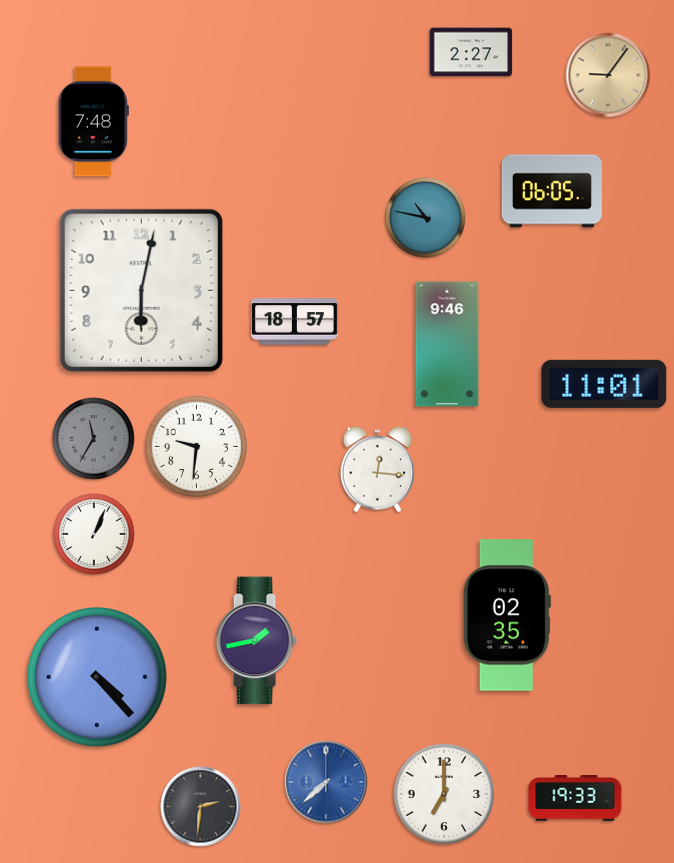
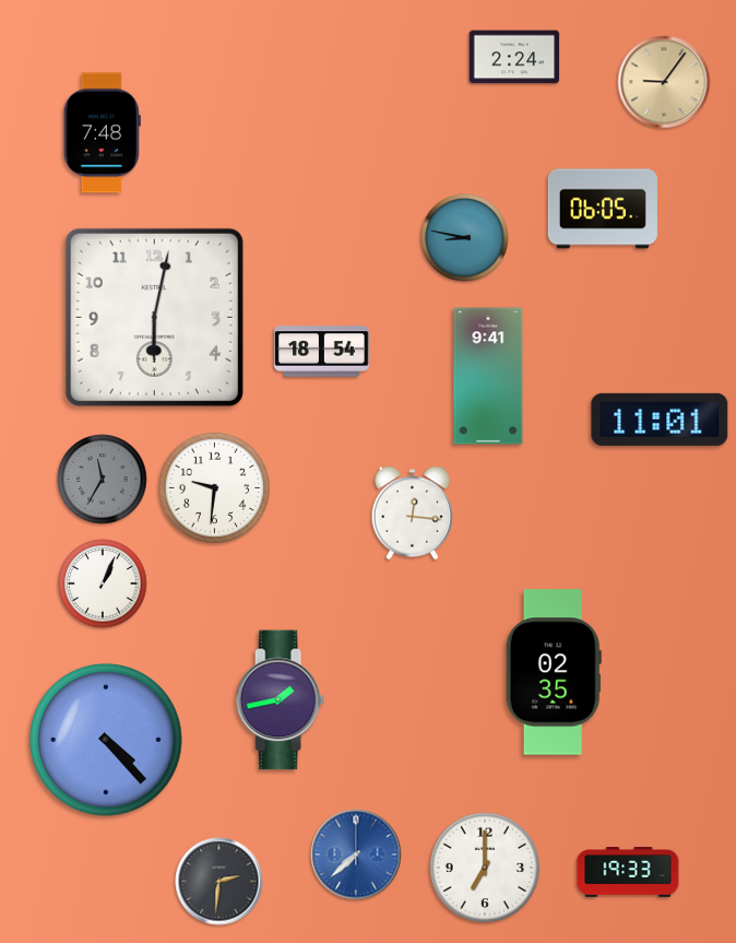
clock at (471, 52): 2:27 -> 2:24
clock at (426, 218): 10:47 -> 8:47
clock at (295, 322): 18:57 -> 18:54
clock at (447, 344): 9:46 -> 9:41
